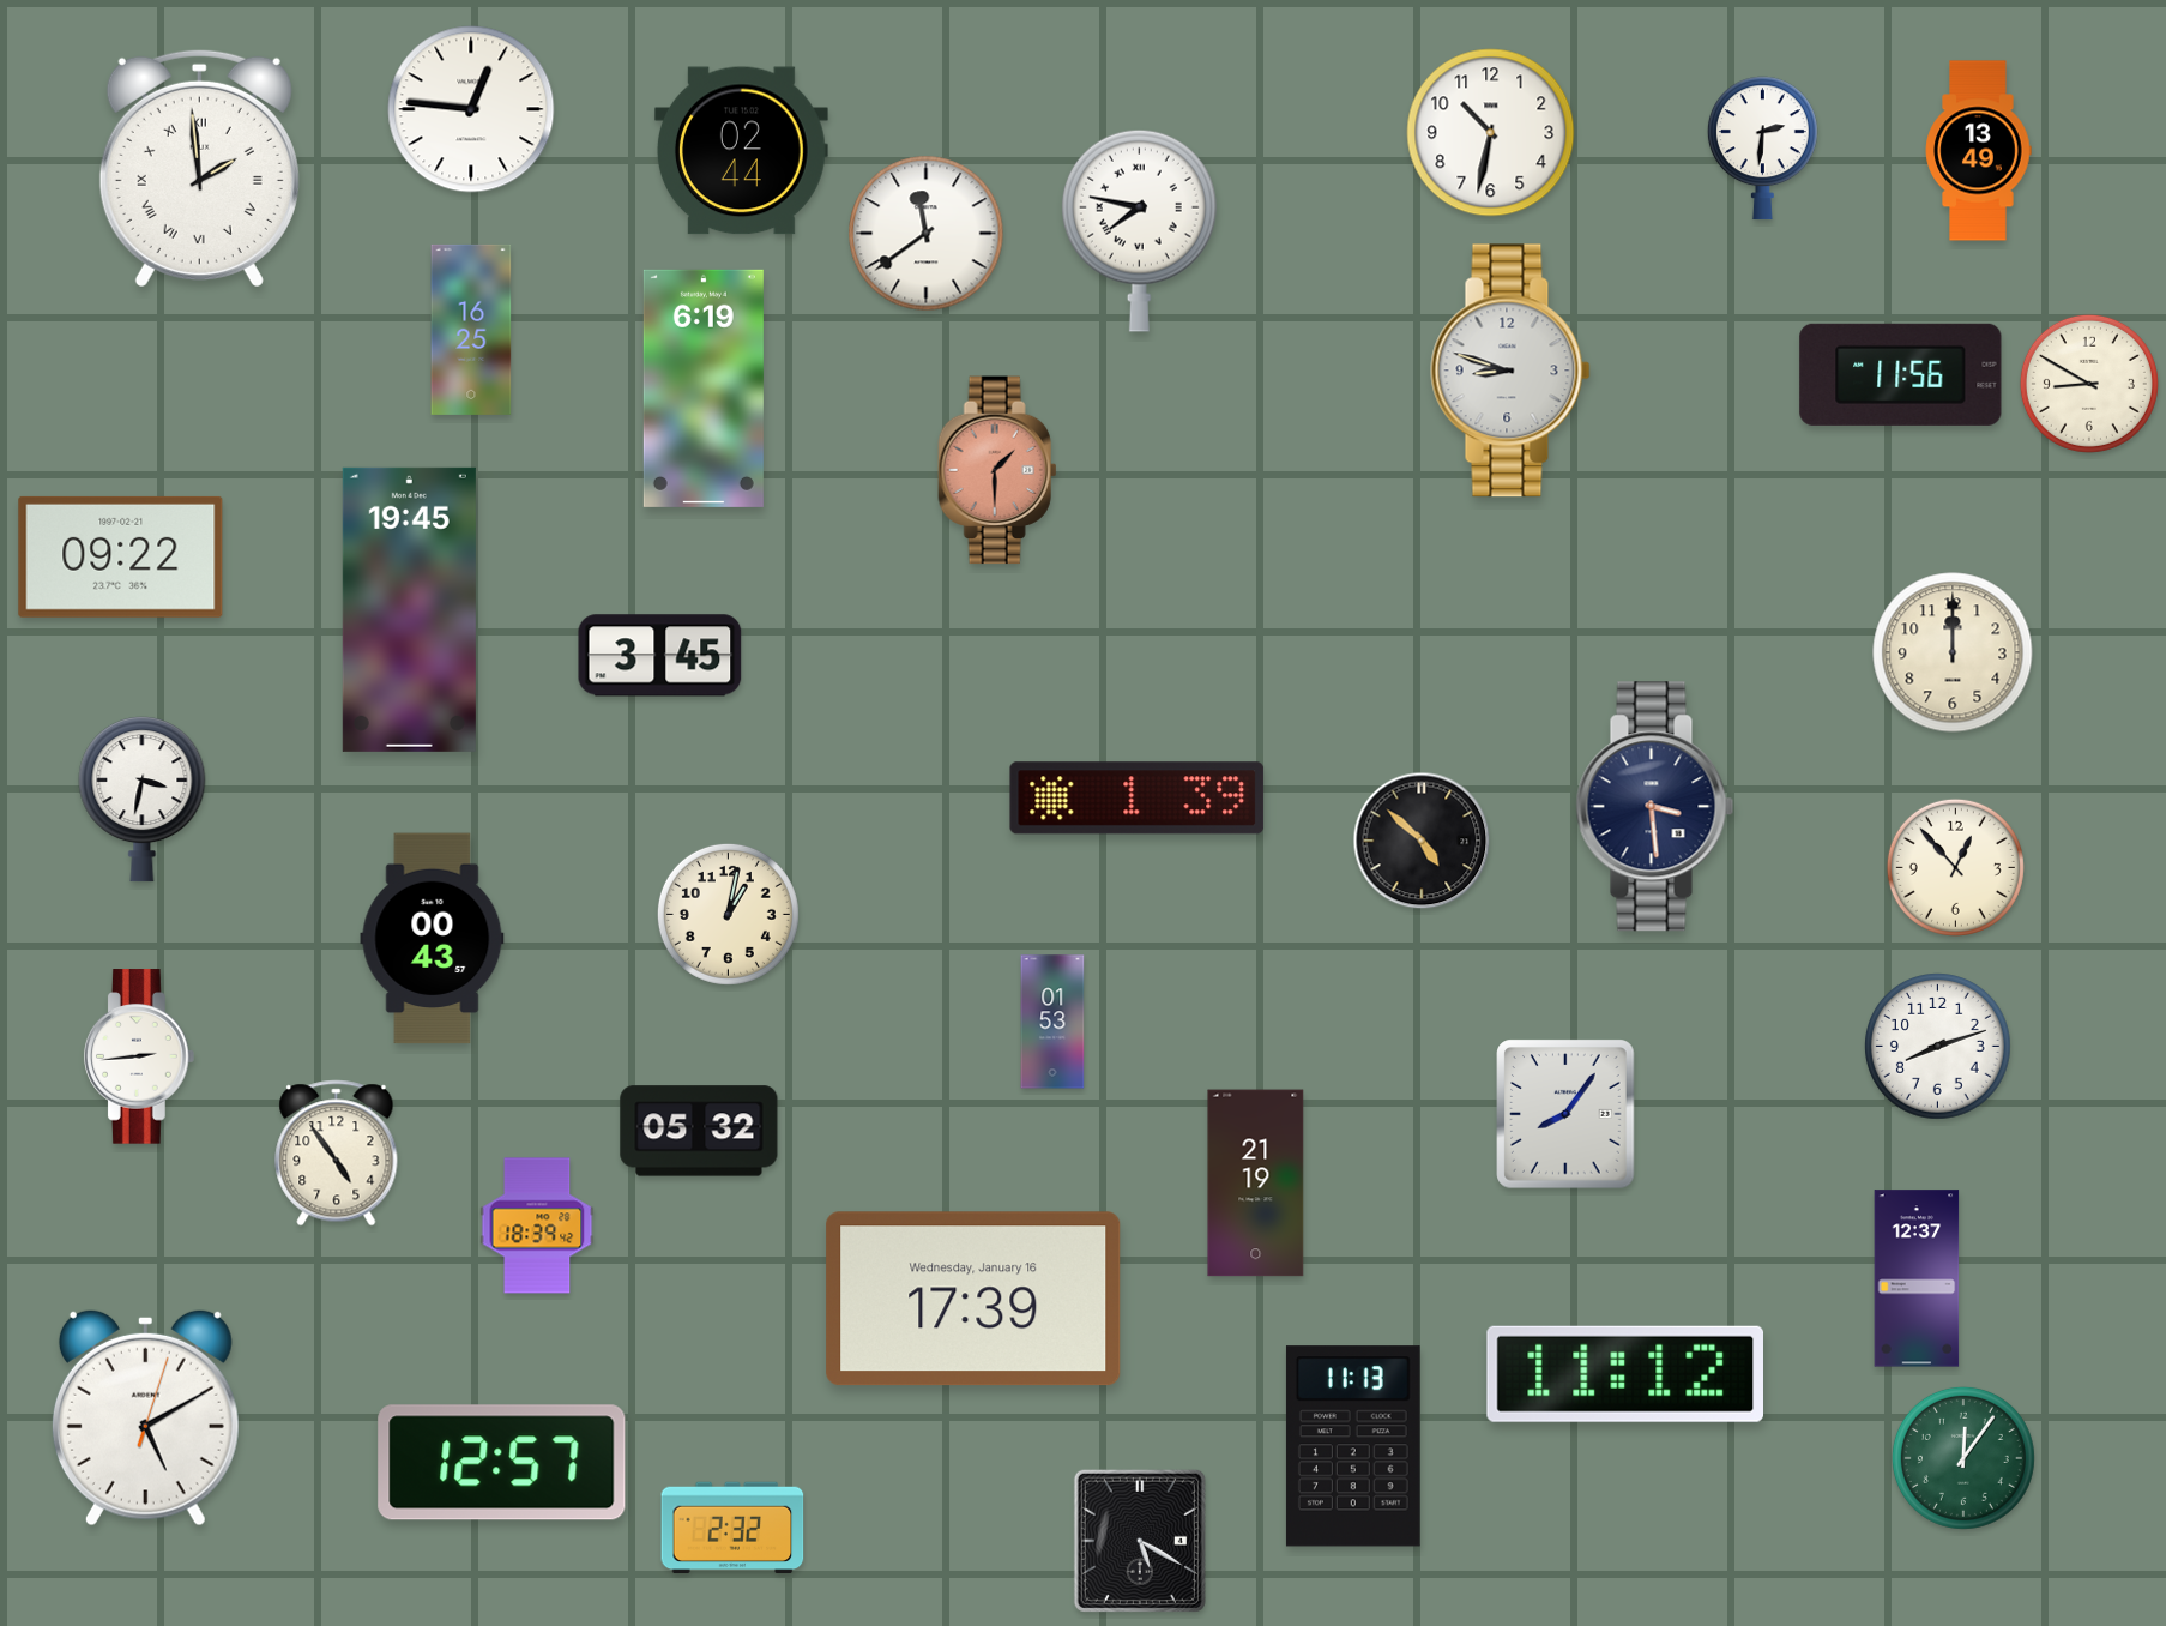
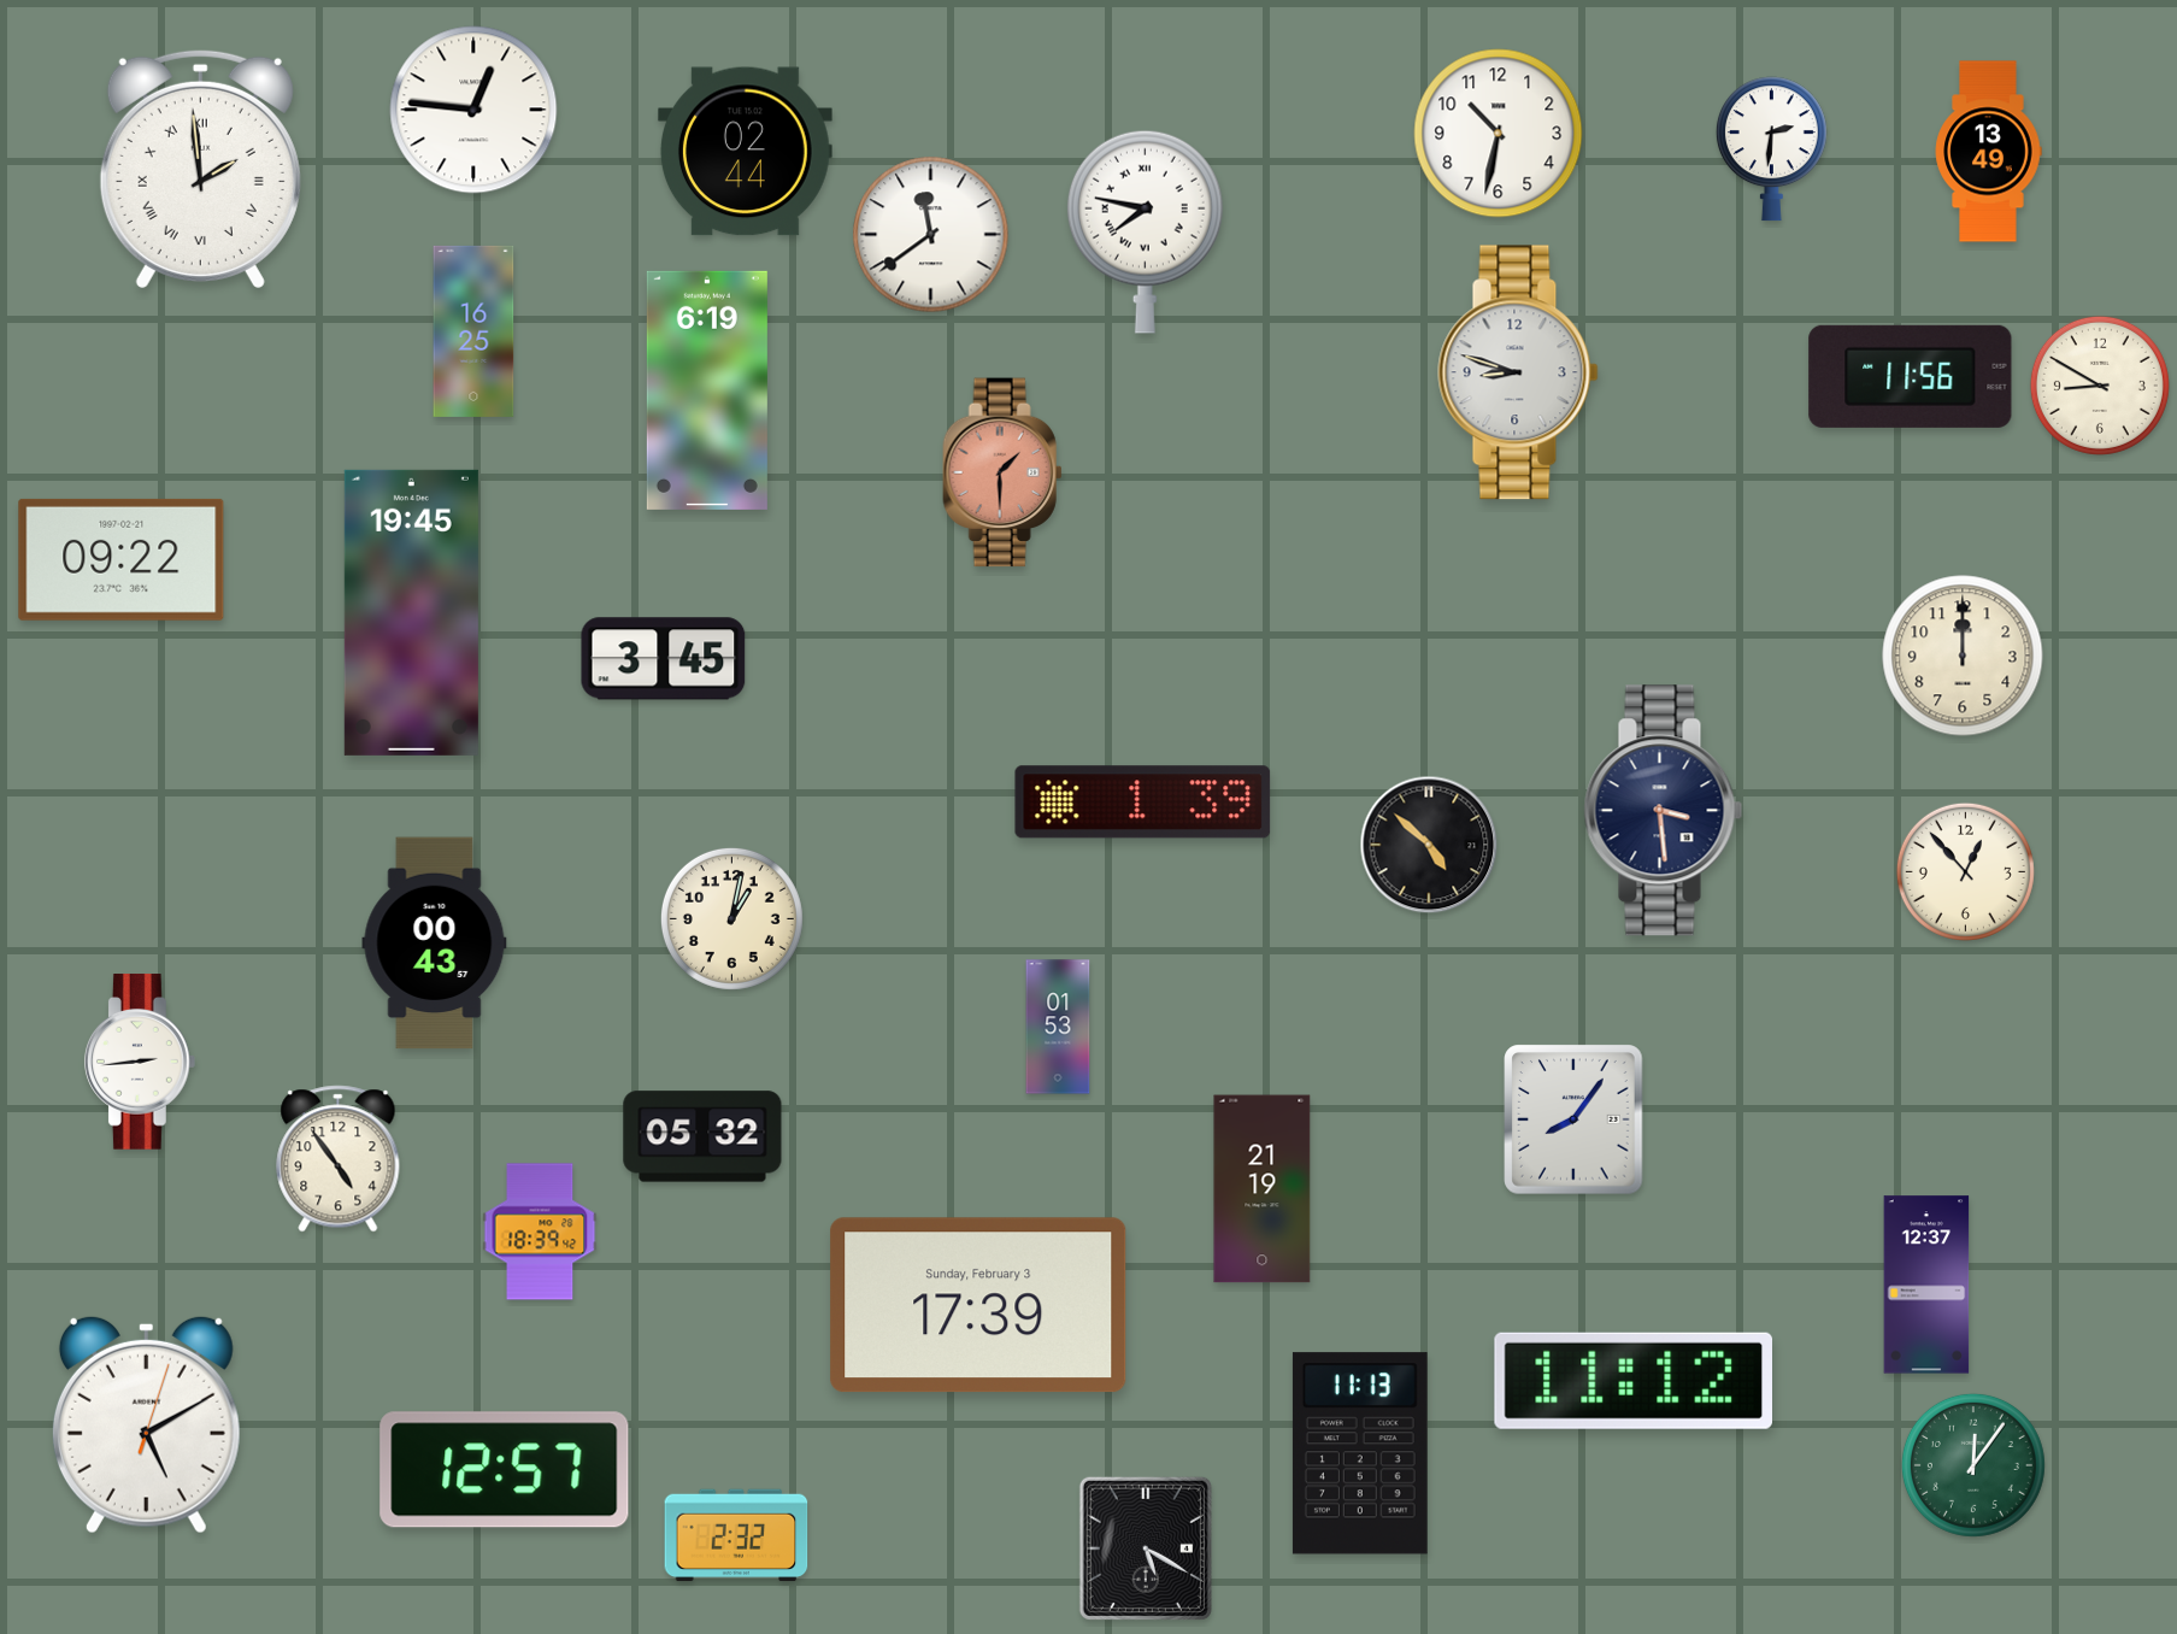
clock at (143, 800): 3:32 -> none
clock at (1938, 1047): 8:12 -> none
clock at (973, 1299) date: Wednesday, January 16 -> Sunday, February 3
